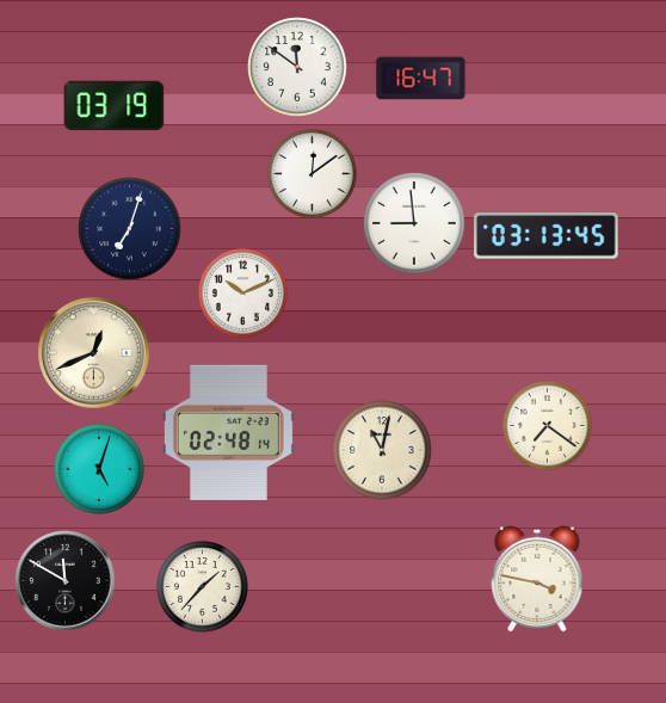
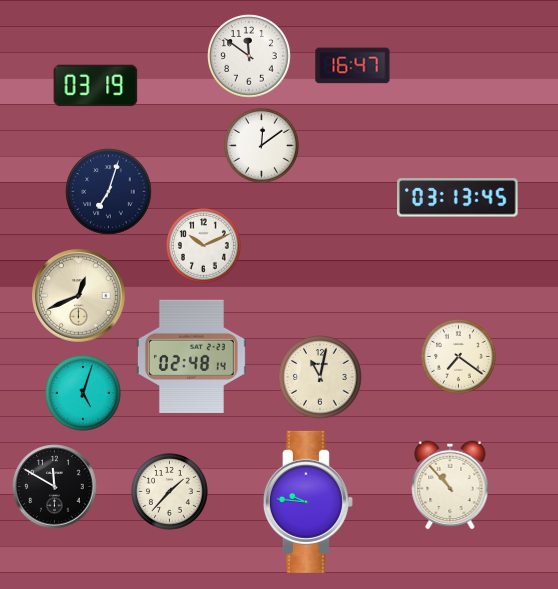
clock at (115, 106) position: (115, 106) -> (96, 86)
clock at (414, 223): 8:59 -> none
clock at (228, 432) position: (228, 432) -> (191, 356)
clock at (537, 579): 3:47 -> 10:53
clock at (308, 502): none -> 9:46
